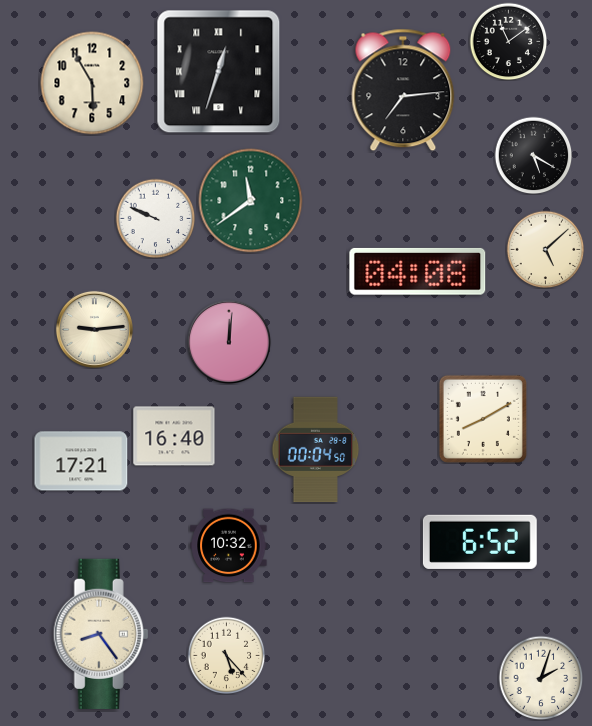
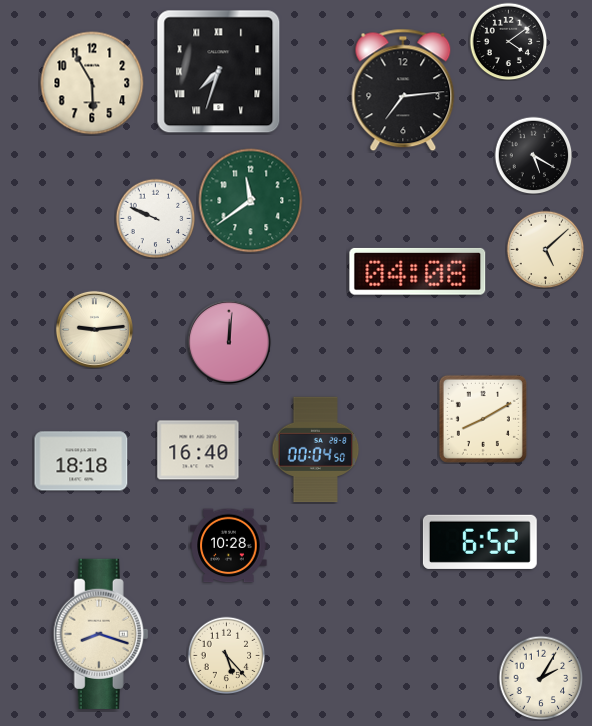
clock at (508, 41): 11:09 -> 4:09
clock at (219, 72): 12:33 -> 7:33
clock at (174, 436) position: (174, 436) -> (198, 450)
clock at (81, 461): 17:21 -> 18:18
clock at (229, 546): 10:32 -> 10:28
clock at (101, 634): 8:24 -> 8:18
clock at (541, 678): 2:03 -> 2:05
